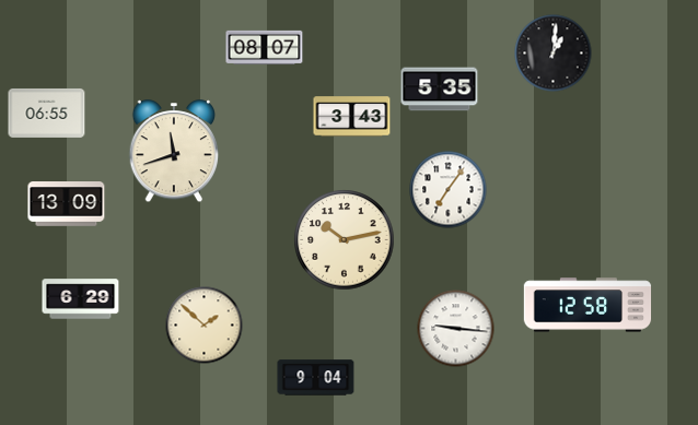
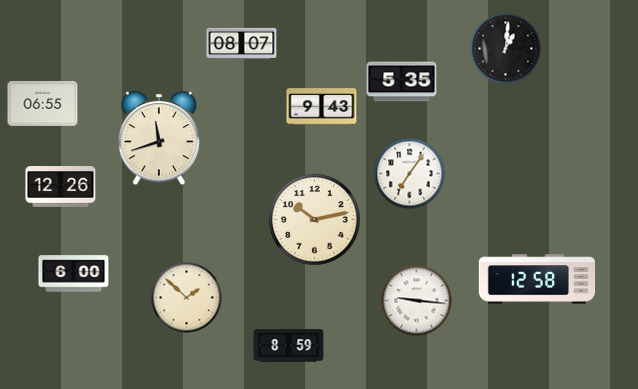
clock at (352, 117): 3:43 -> 9:43
clock at (67, 204): 13:09 -> 12:26
clock at (81, 299): 6:29 -> 6:00
clock at (316, 378): 9:04 -> 8:59
